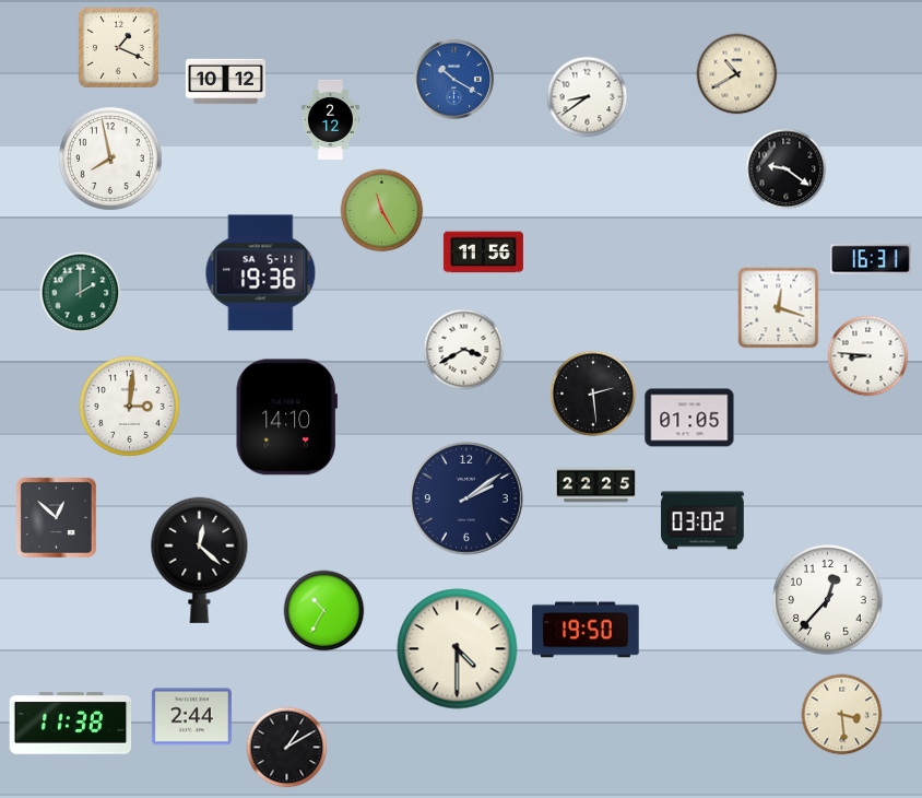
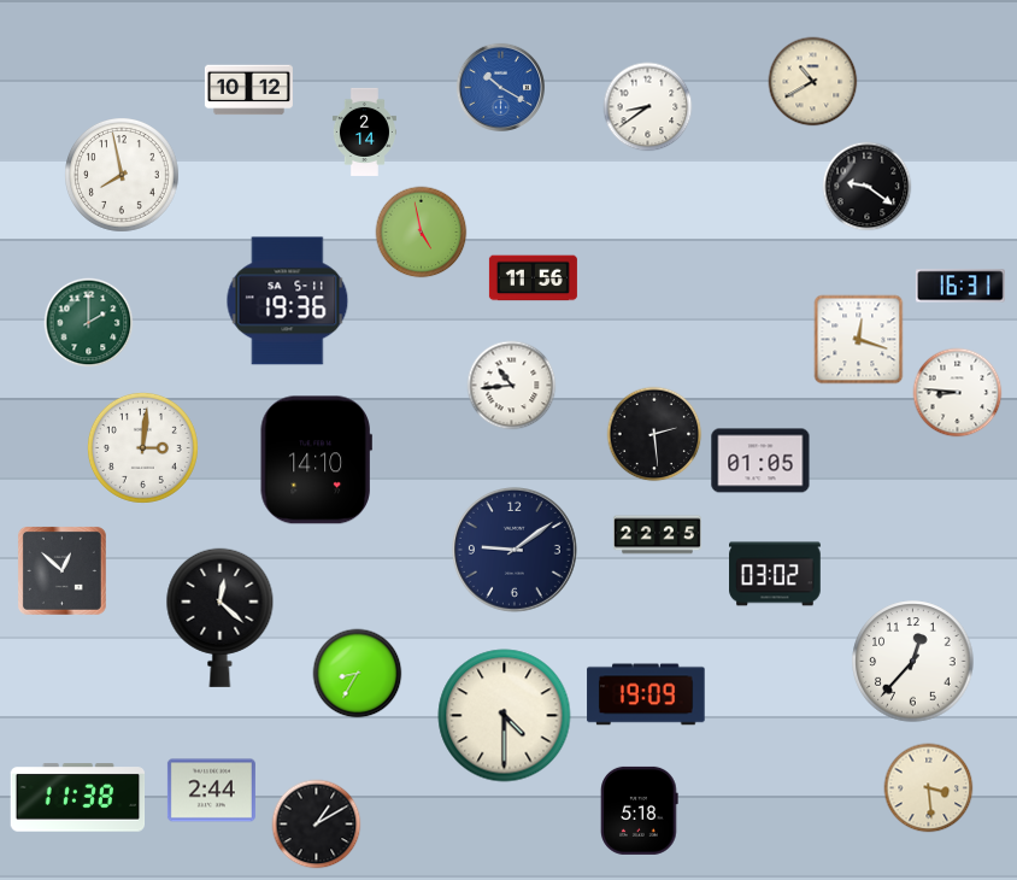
clock at (118, 47): 1:19 -> none
clock at (330, 119): 2:12 -> 2:14
clock at (382, 211): 11:25 -> 4:58
clock at (464, 350): 3:40 -> 10:44
clock at (466, 498): 2:09 -> 9:09
clock at (324, 611): 10:35 -> 8:35
clock at (586, 630): 19:50 -> 19:09
clock at (640, 810): none -> 5:18
